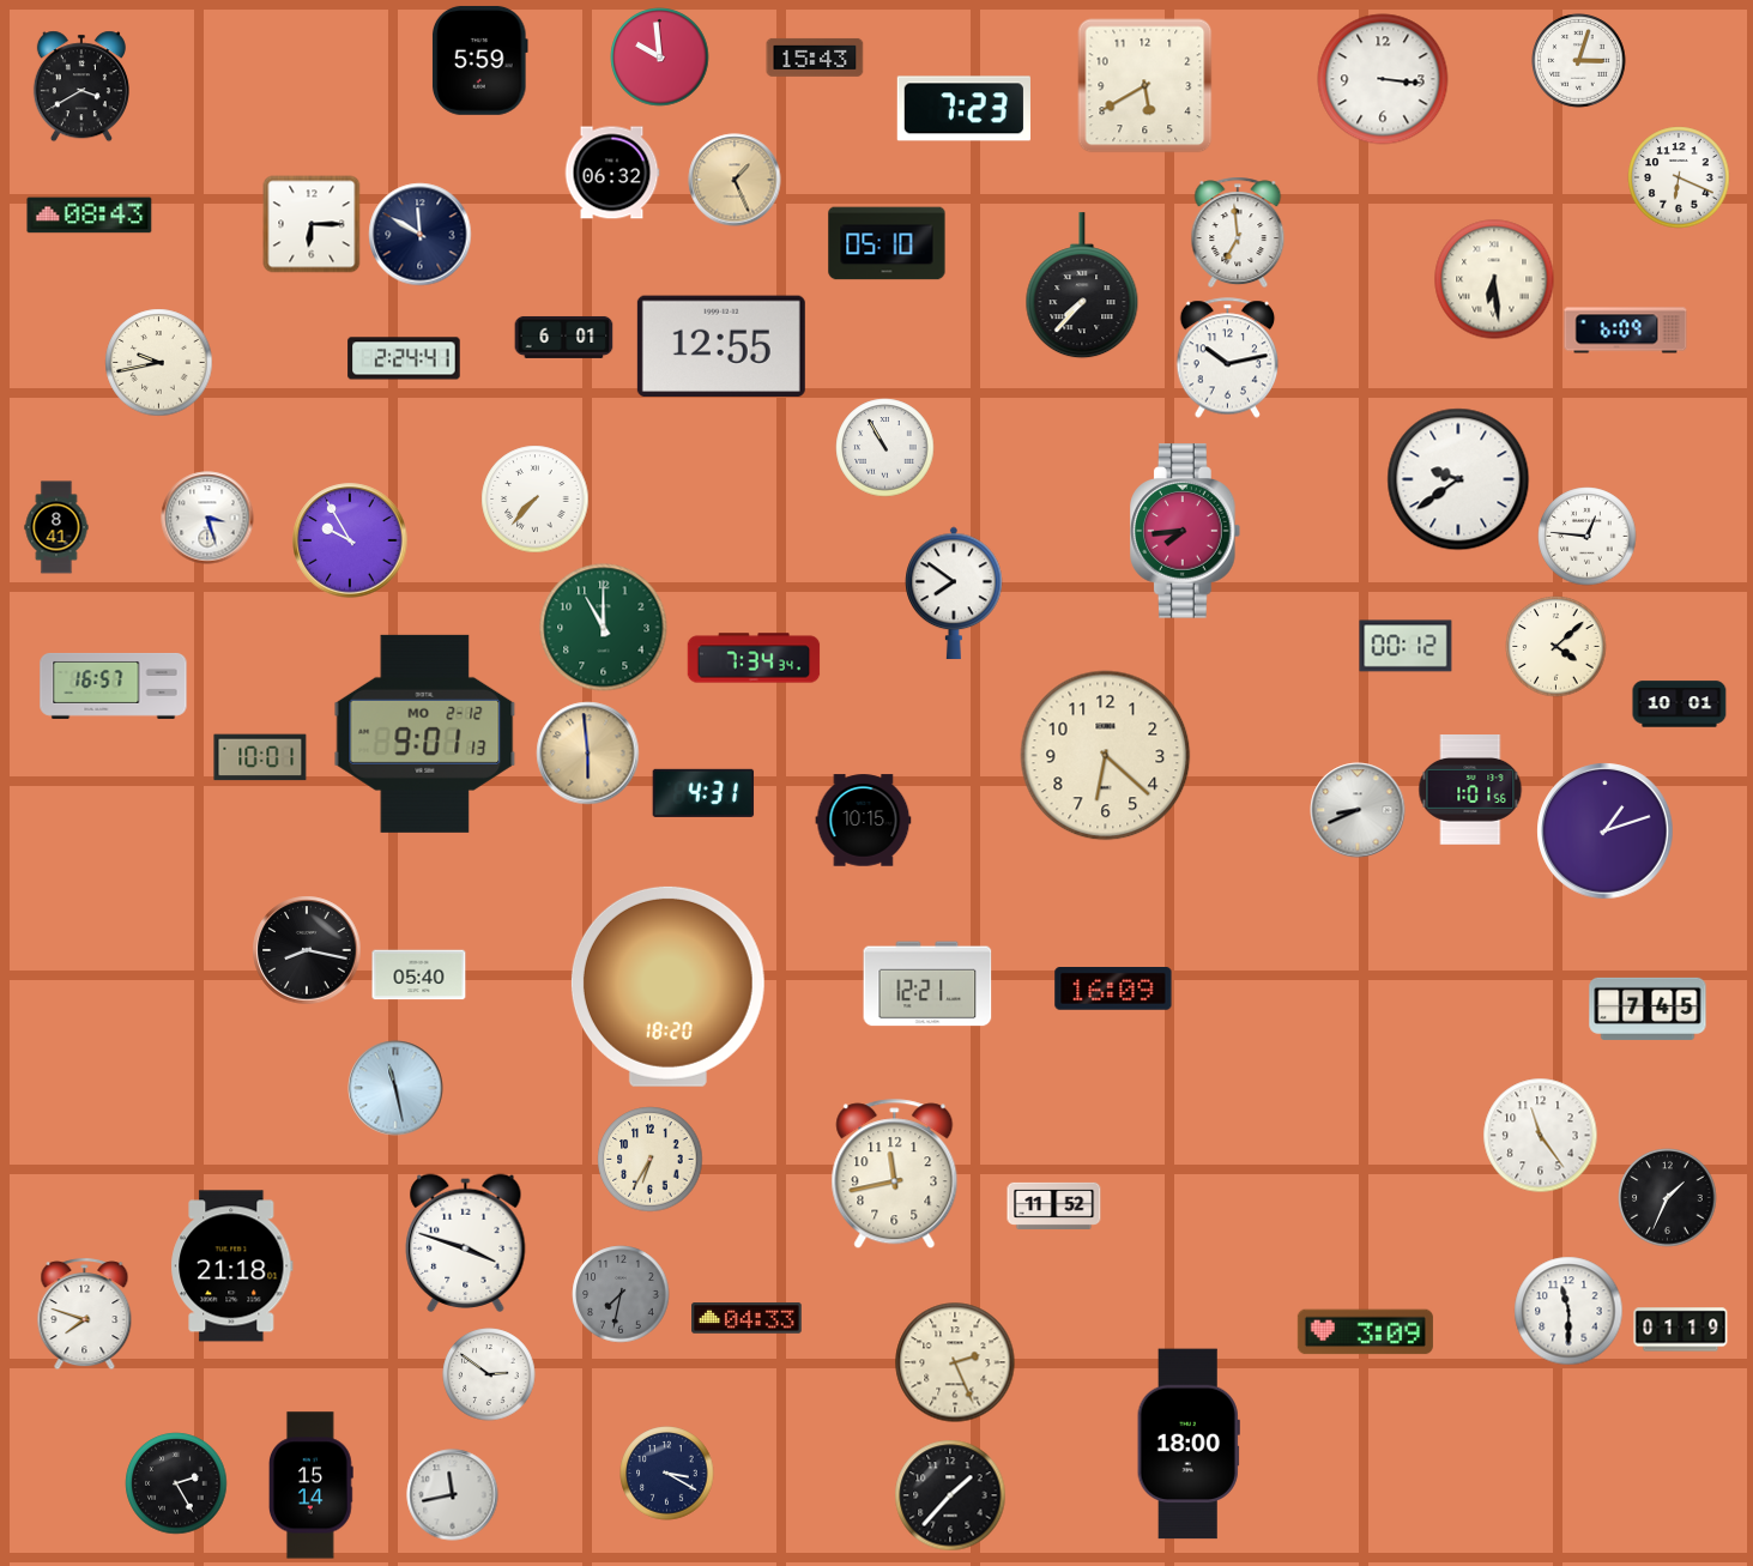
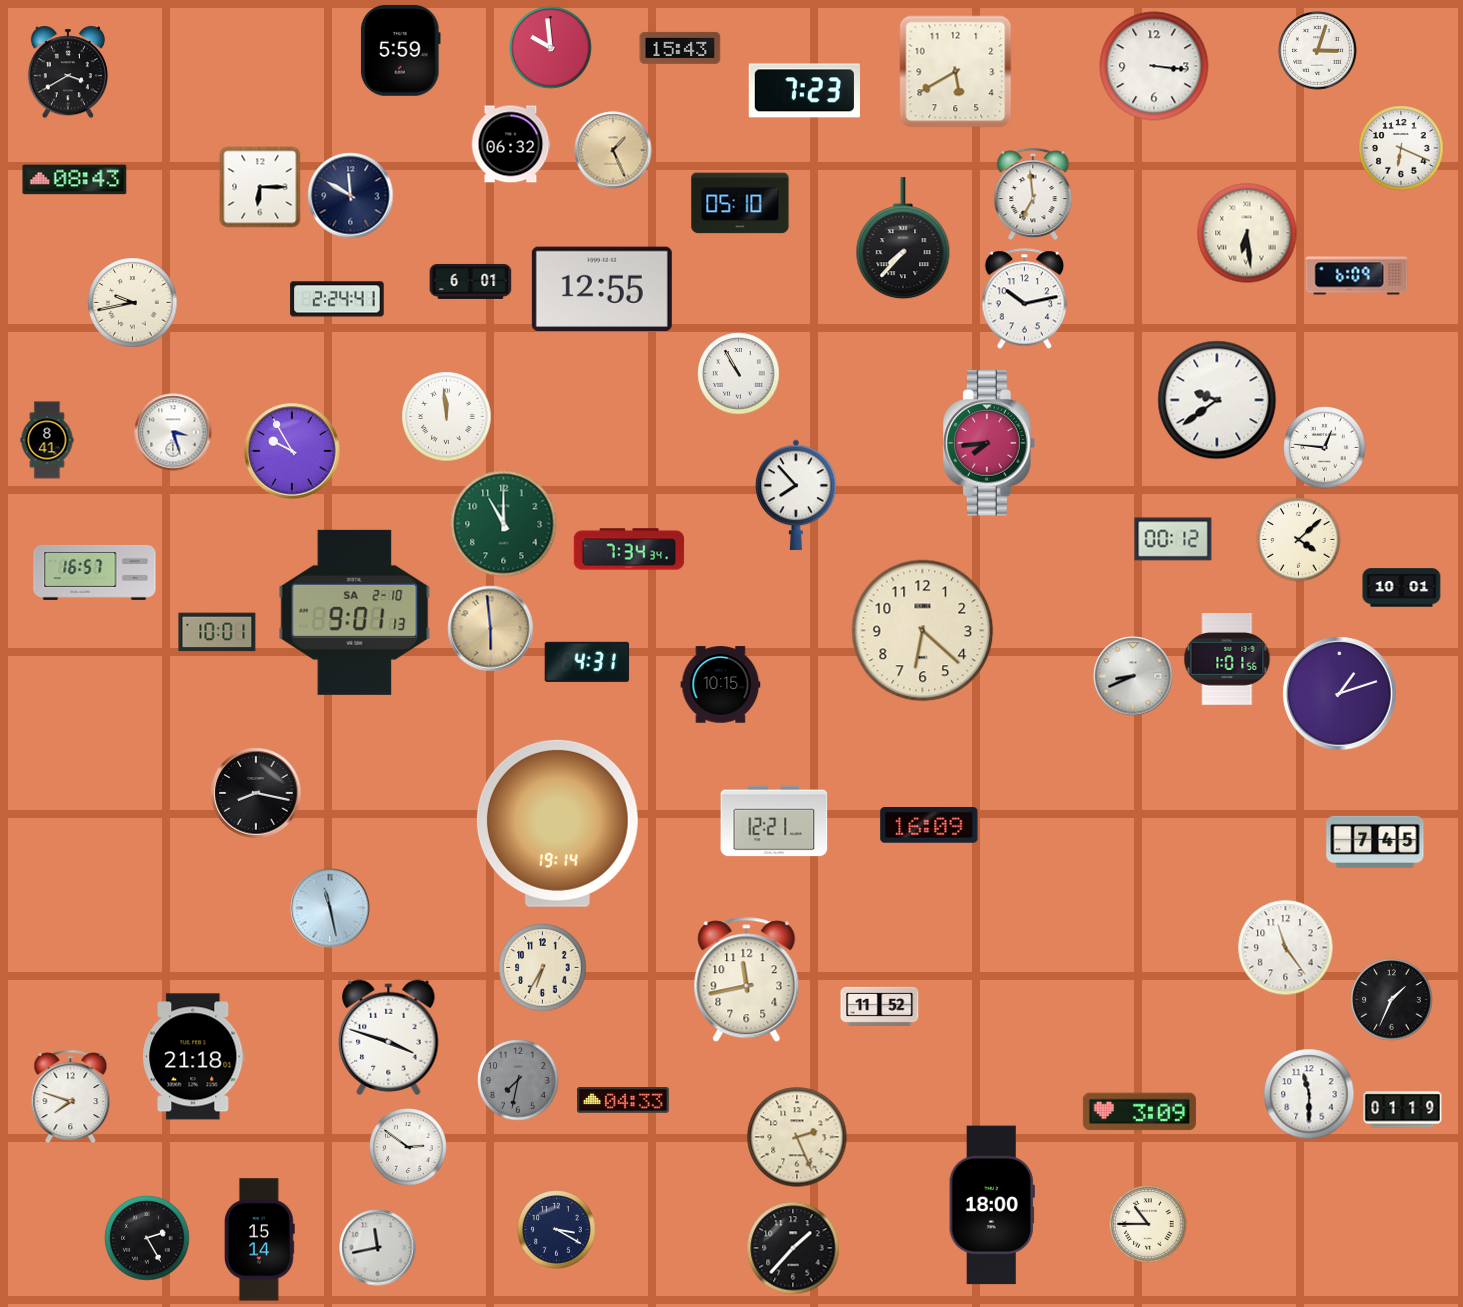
clock at (536, 500): 7:37 -> 11:59
clock at (954, 593): 7:51 -> 7:53
clock at (425, 733) date: MO 2-12 -> SA 2-10
clock at (419, 975): 05:40 -> none
clock at (667, 986): 18:20 -> 19:14
clock at (1148, 1224): none -> 10:45
